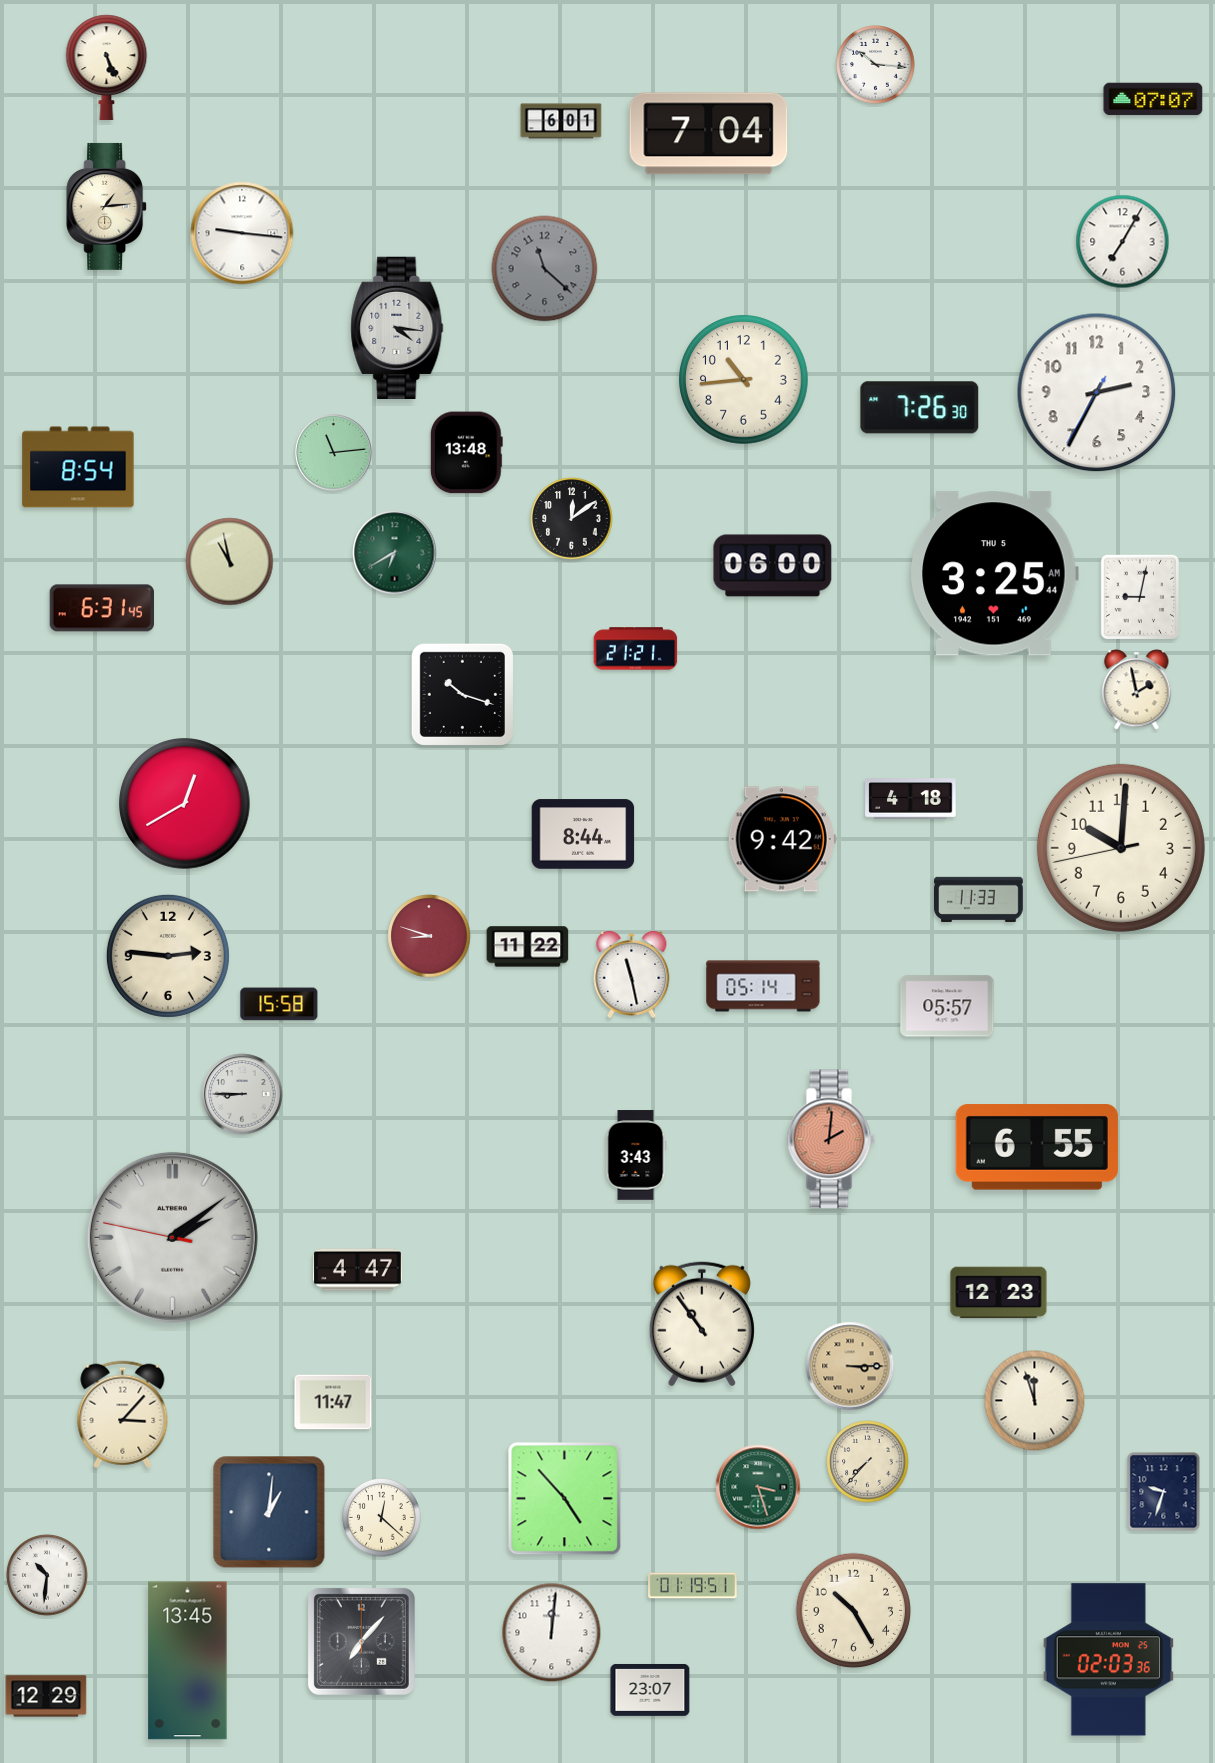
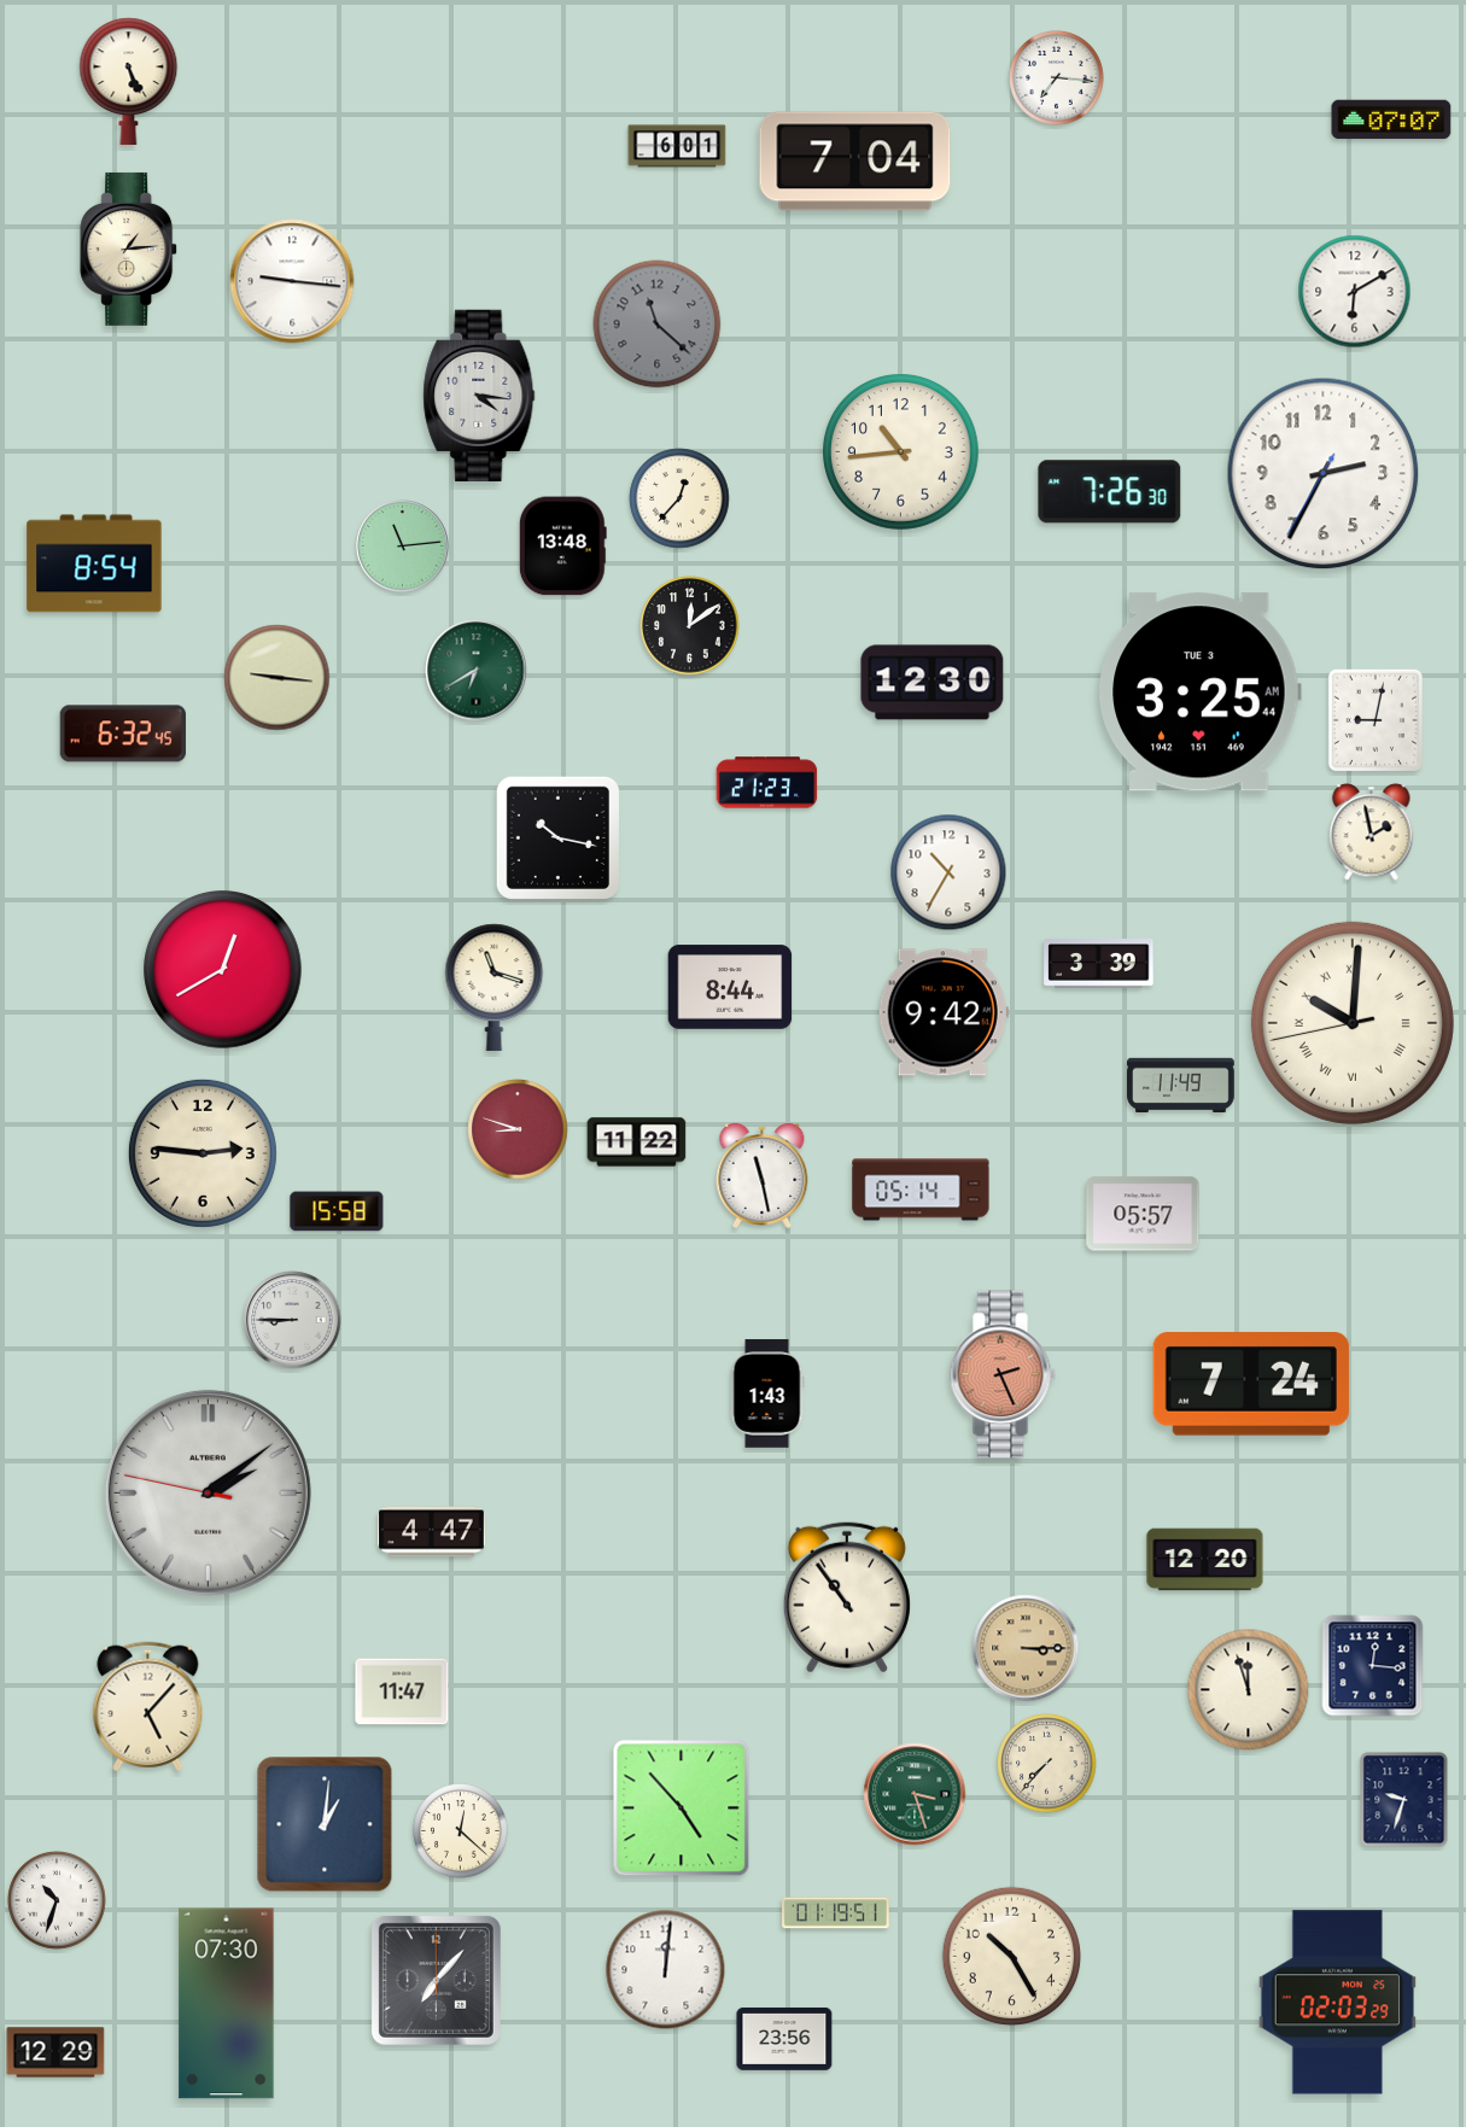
clock at (876, 65): 10:16 -> 7:16
clock at (1123, 242): 7:05 -> 6:10
clock at (744, 380) position: (744, 380) -> (901, 452)
clock at (679, 498): none -> 12:37
clock at (395, 553) position: (395, 553) -> (477, 671)
clock at (230, 562): 10:58 -> 9:16
clock at (773, 566): 06:00 -> 12:30
clock at (994, 574) date: THU 5 -> TUE 3
clock at (102, 608): 6:31 -> 6:32
clock at (636, 649): 21:21 -> 21:23
clock at (462, 694): 10:18 -> 10:17
clock at (948, 872): none -> 10:35
clock at (911, 799): 4:18 -> 3:39
clock at (495, 987): none -> 11:18
clock at (583, 834) position: (583, 834) -> (730, 987)
clock at (1121, 848) numerals: Arabic -> Roman
clock at (979, 899): 11:33 -> 11:49
clock at (831, 1139): 2:01 -> 2:26
clock at (1037, 1147): 6:55 -> 7:24
clock at (636, 1155): 3:43 -> 1:43
clock at (999, 1293): 12:23 -> 12:20
clock at (1373, 1666): none -> 12:16
clock at (123, 1415): 3:07 -> 5:07
clock at (47, 1575): 10:31 -> 10:33
clock at (854, 1611) position: (854, 1611) -> (1012, 1957)
clock at (1108, 1660): 02:03:36 -> 02:03:29
clock at (188, 1661): 13:45 -> 07:30
clock at (650, 1690): 23:07 -> 23:56
clock at (46, 1696) position: (46, 1696) -> (56, 2052)
